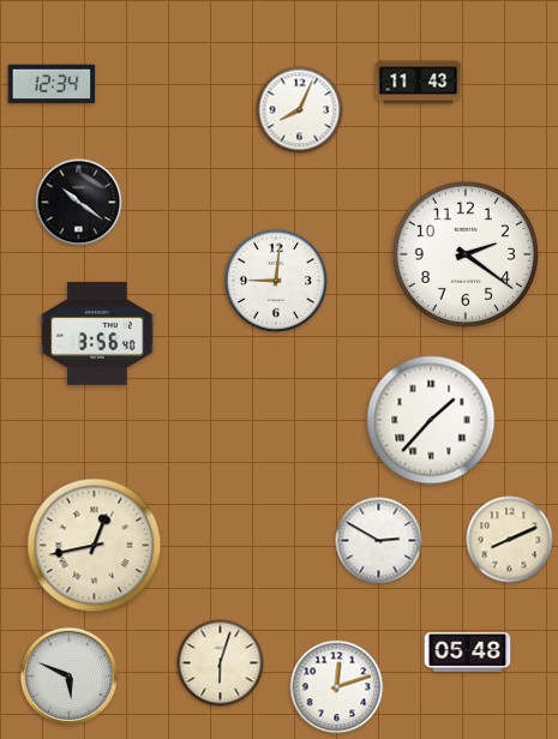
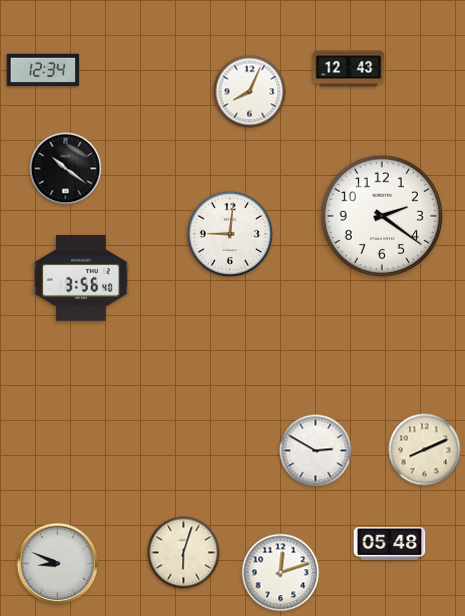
clock at (419, 83): 11:43 -> 12:43
clock at (466, 254) position: (466, 254) -> (382, 216)
clock at (431, 420): 1:37 -> none
clock at (95, 546): 12:43 -> none
clock at (70, 677): 5:49 -> 8:49
